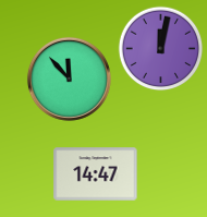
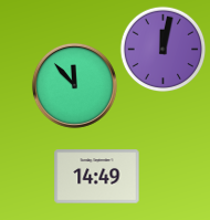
clock at (69, 79) position: (69, 79) -> (74, 85)
clock at (96, 174): 14:47 -> 14:49
